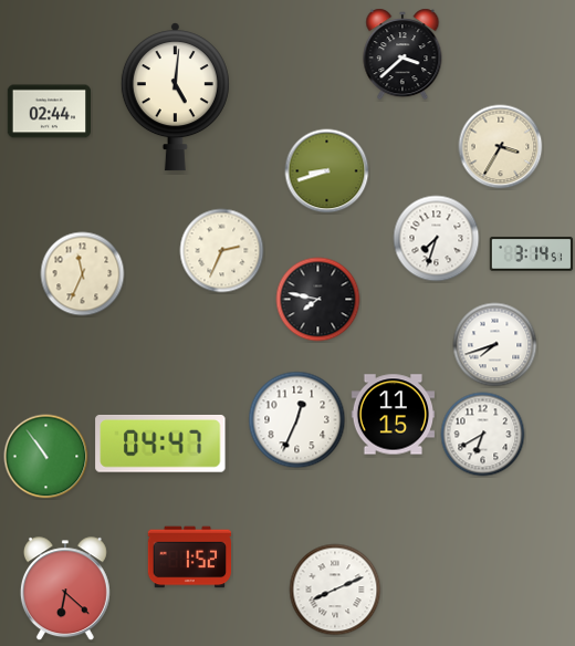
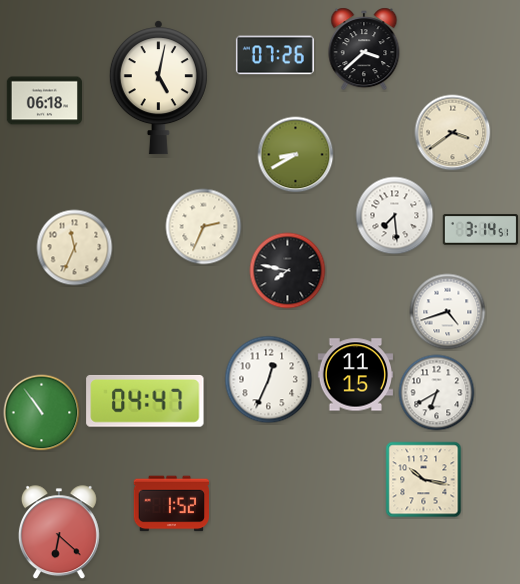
clock at (275, 55): none -> 07:26
clock at (175, 97): 5:01 -> 5:02
clock at (49, 112): 02:44 -> 06:18
clock at (501, 147): 3:35 -> 3:39
clock at (327, 171): 8:42 -> 8:40
clock at (437, 239): 7:33 -> 7:29
clock at (222, 251) position: (222, 251) -> (204, 227)
clock at (495, 345): 7:42 -> 4:42
clock at (424, 480): none -> 10:17
clock at (335, 590): 8:11 -> none
